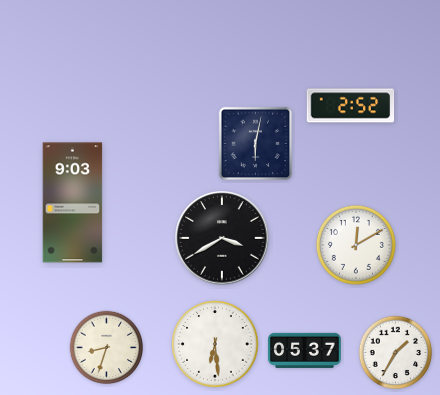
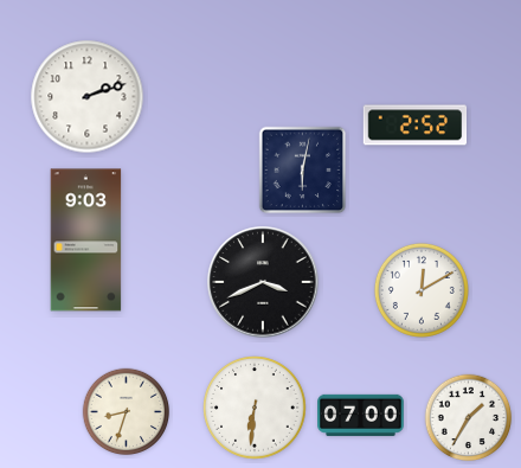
clock at (88, 97): none -> 2:12
clock at (222, 238): 3:40 -> 3:41
clock at (215, 344): 6:29 -> 6:31
clock at (305, 350): 05:37 -> 07:00
